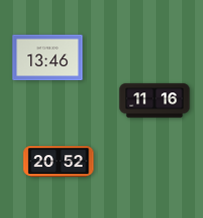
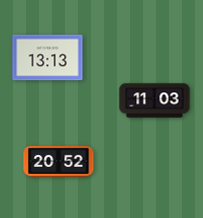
clock at (48, 58): 13:46 -> 13:13
clock at (155, 101): 11:16 -> 11:03
